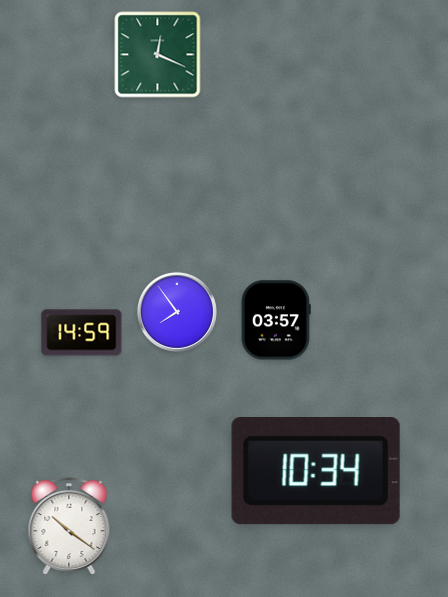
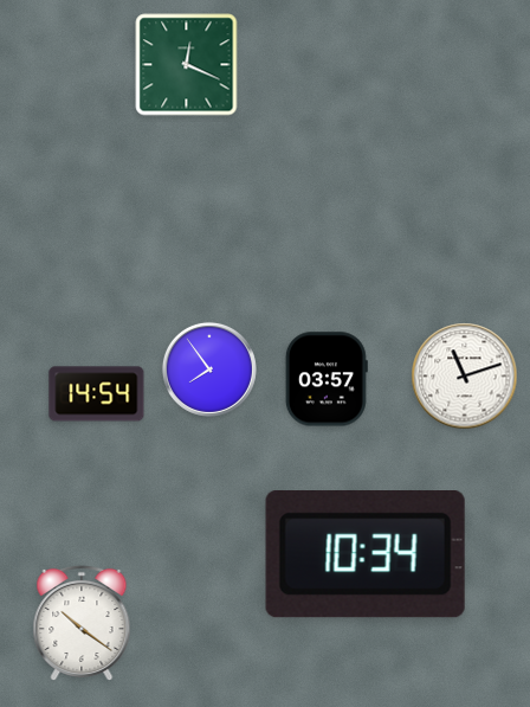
clock at (465, 377): none -> 11:12
clock at (82, 333): 14:59 -> 14:54
clock at (316, 472) position: (316, 472) -> (366, 555)
